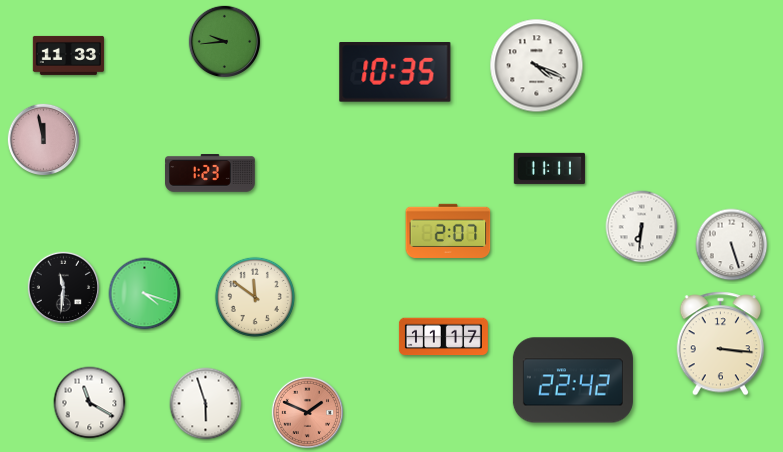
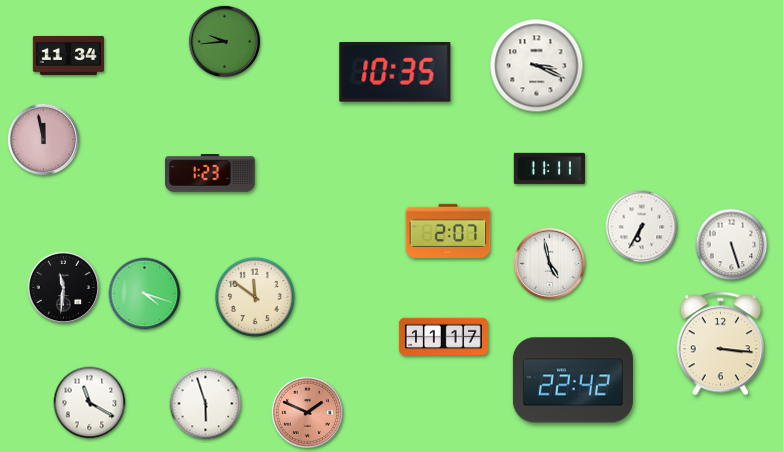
clock at (68, 55): 11:33 -> 11:34
clock at (537, 66): 4:19 -> 3:19
clock at (642, 227): 6:31 -> 6:35
clock at (549, 263): none -> 4:58
